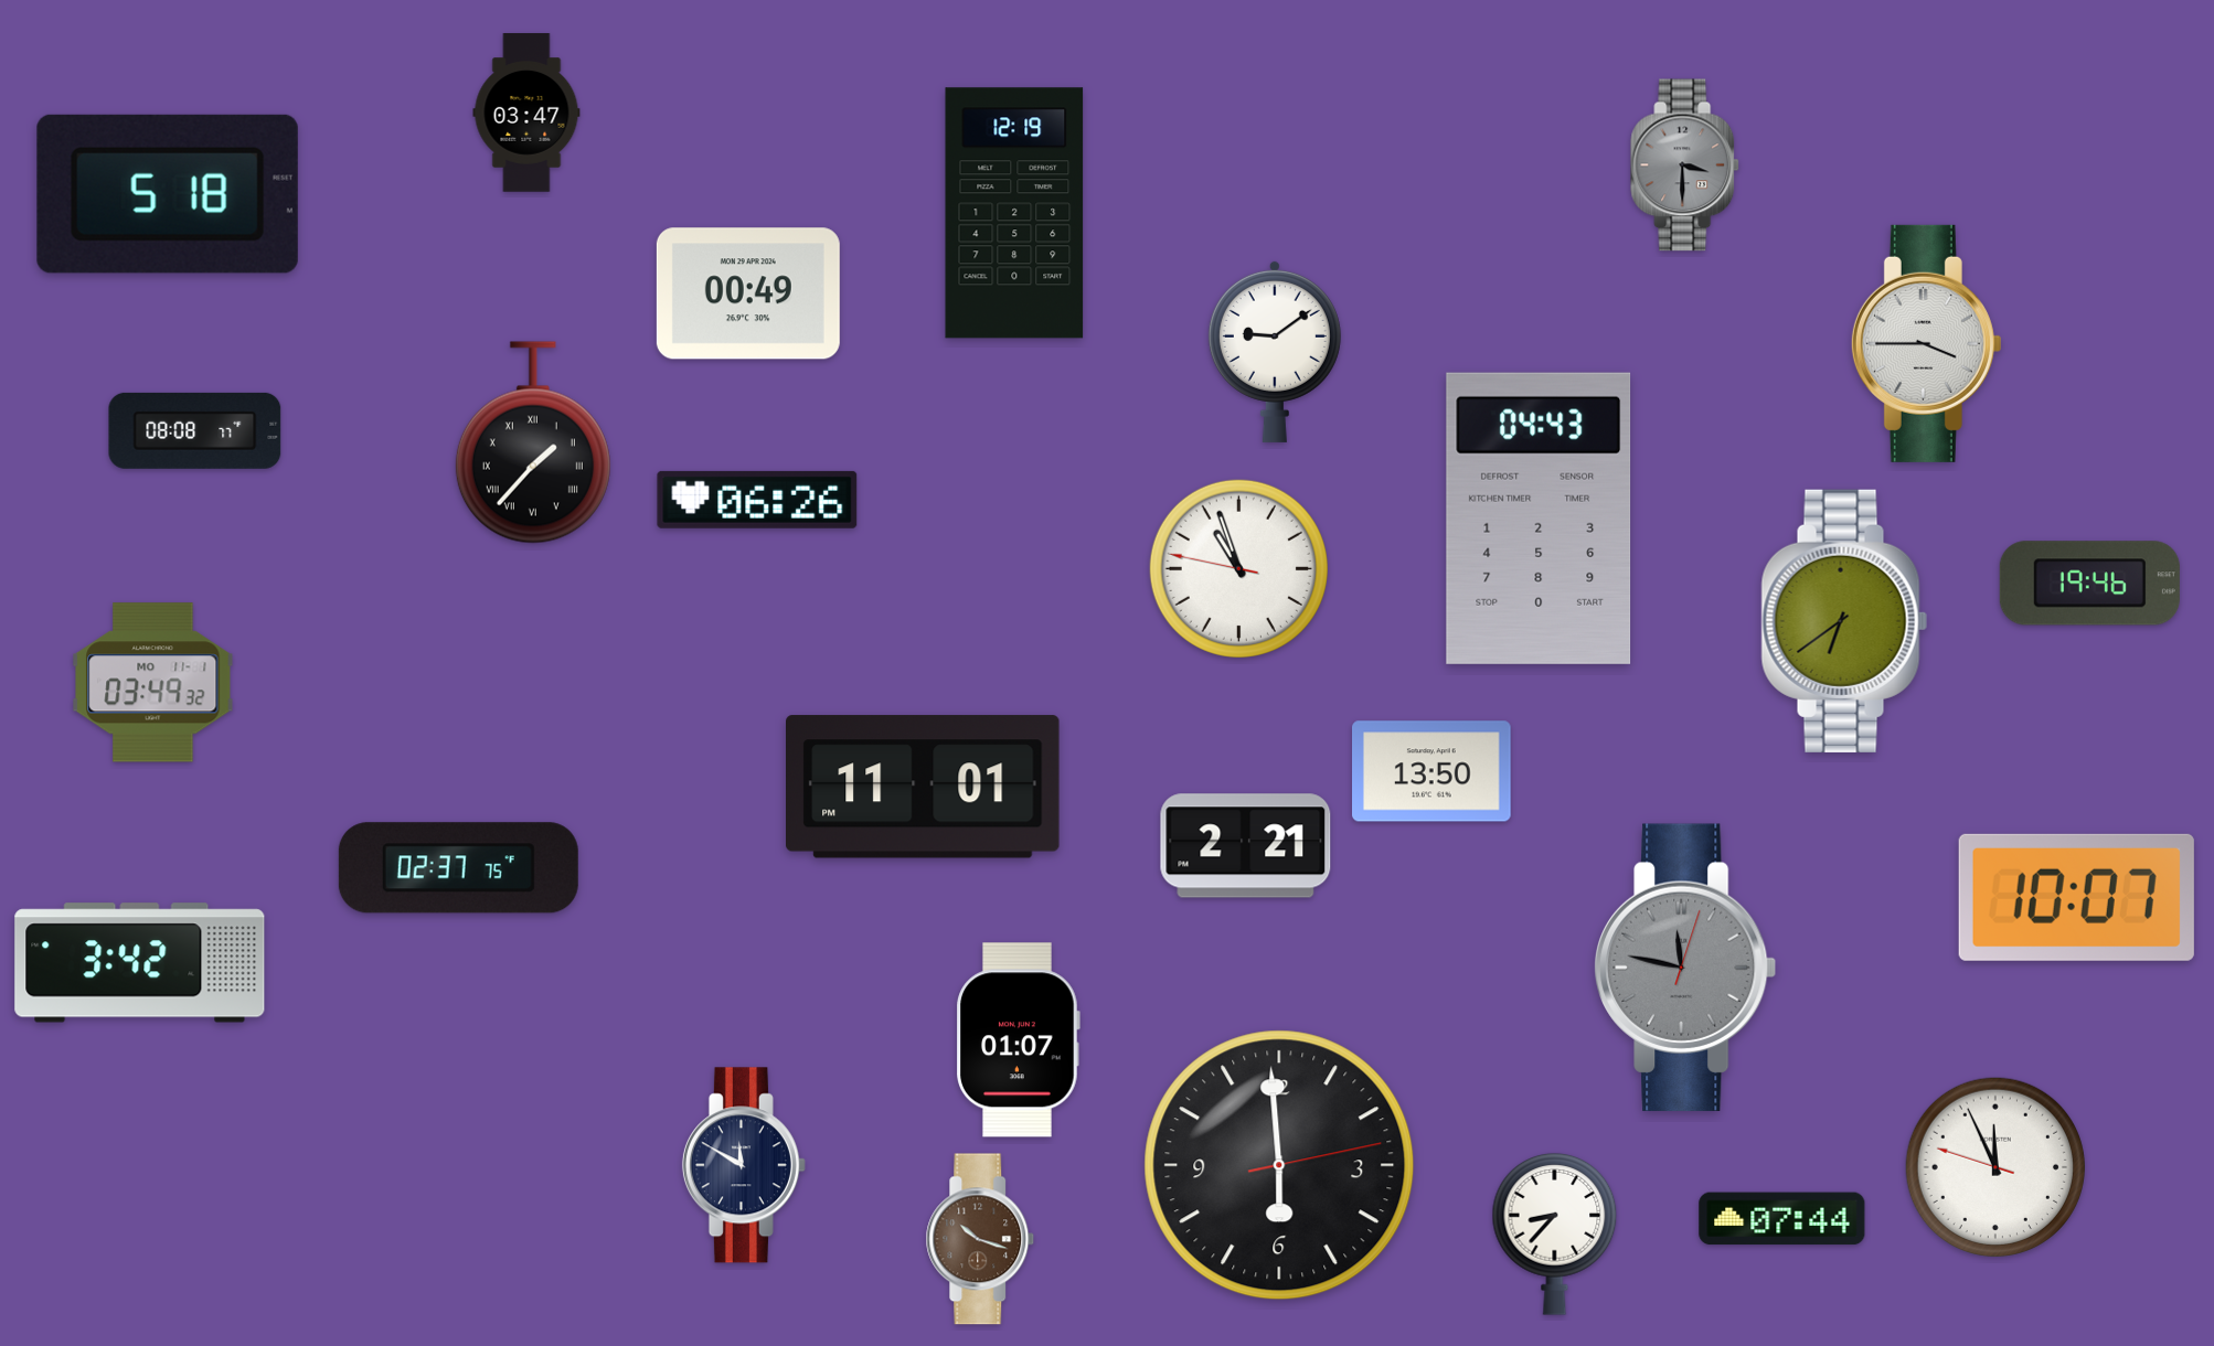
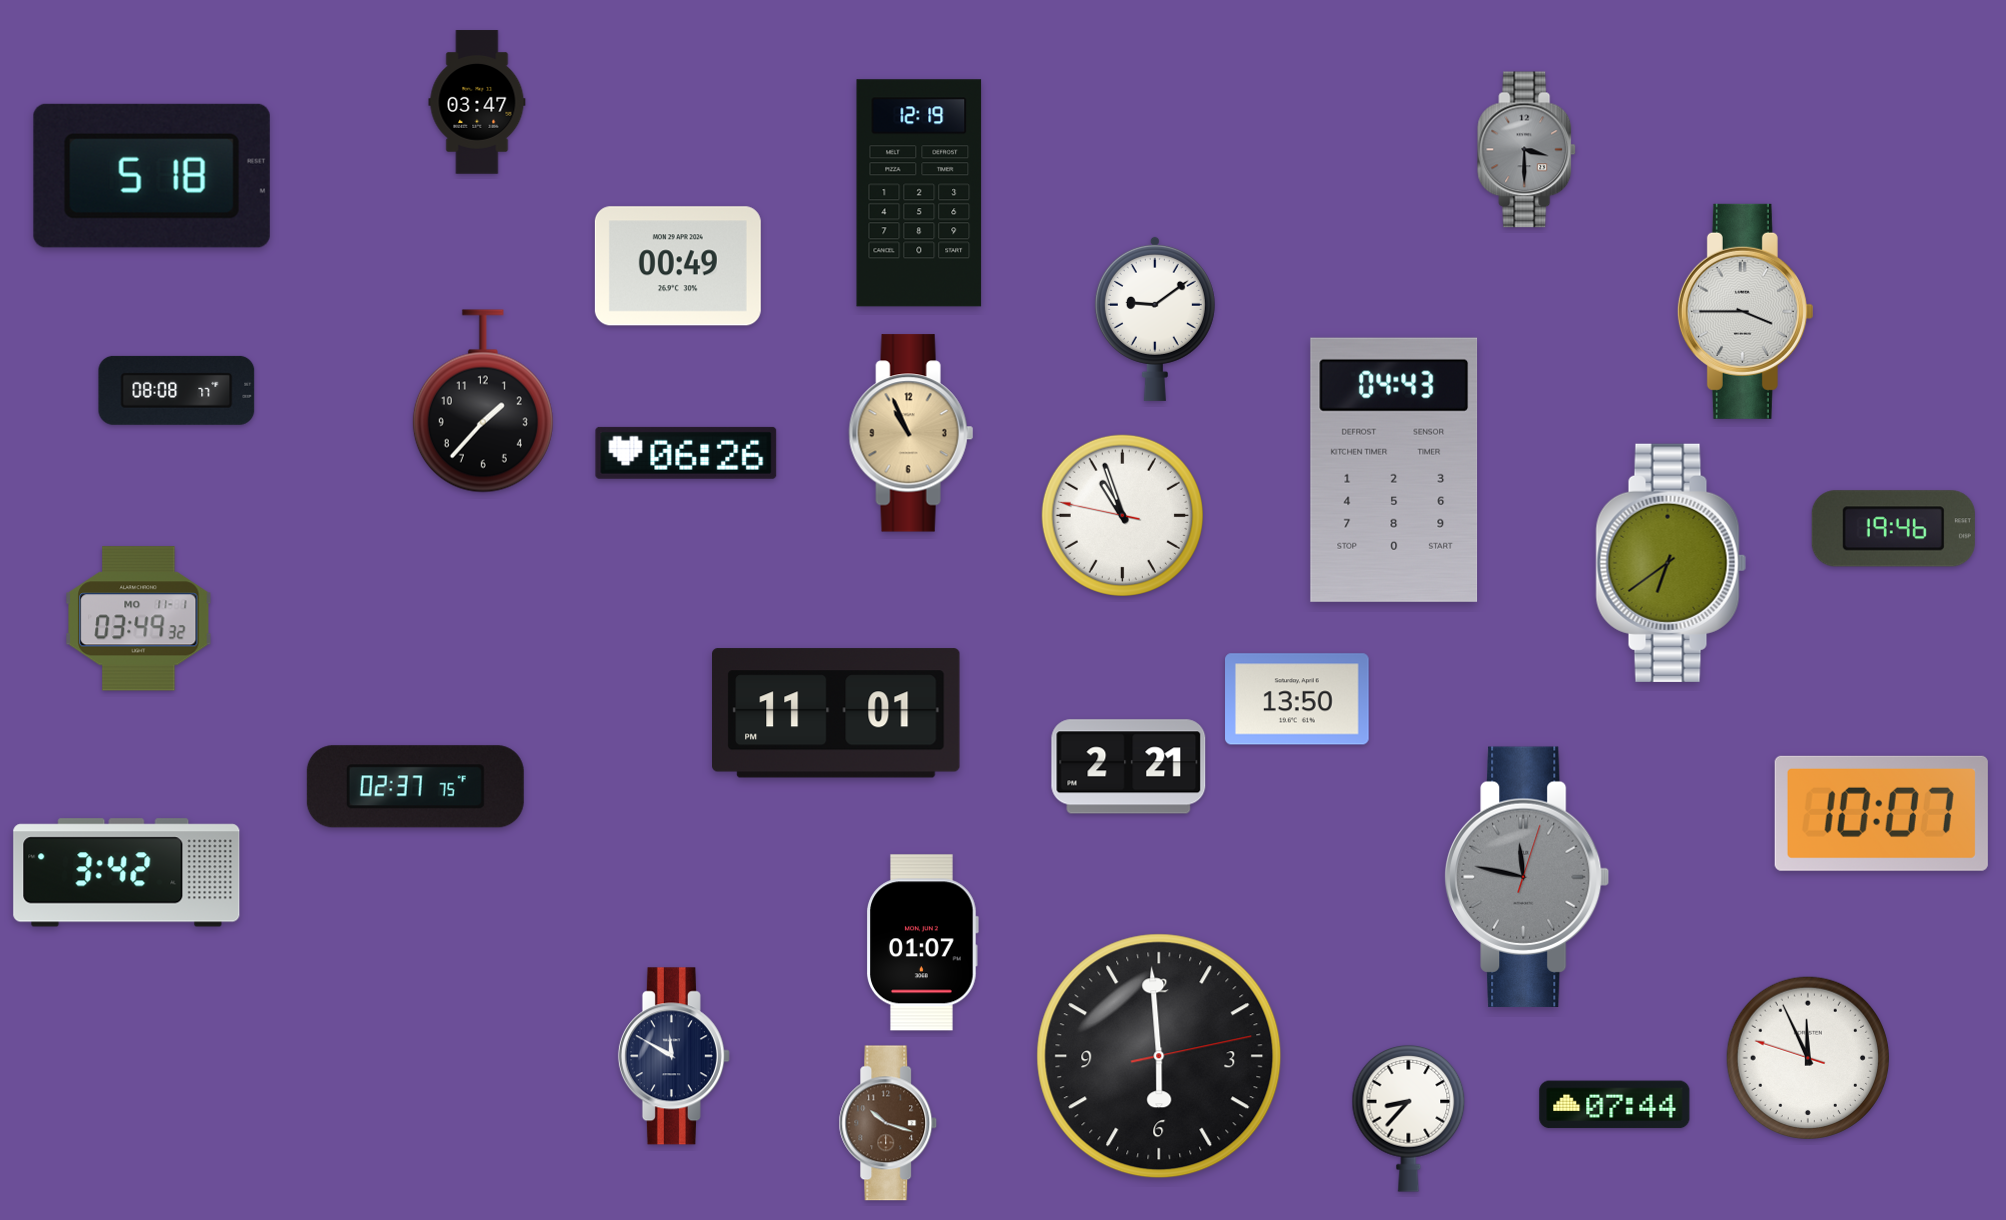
clock at (533, 442) numerals: Roman -> Arabic
clock at (911, 433): none -> 10:56
